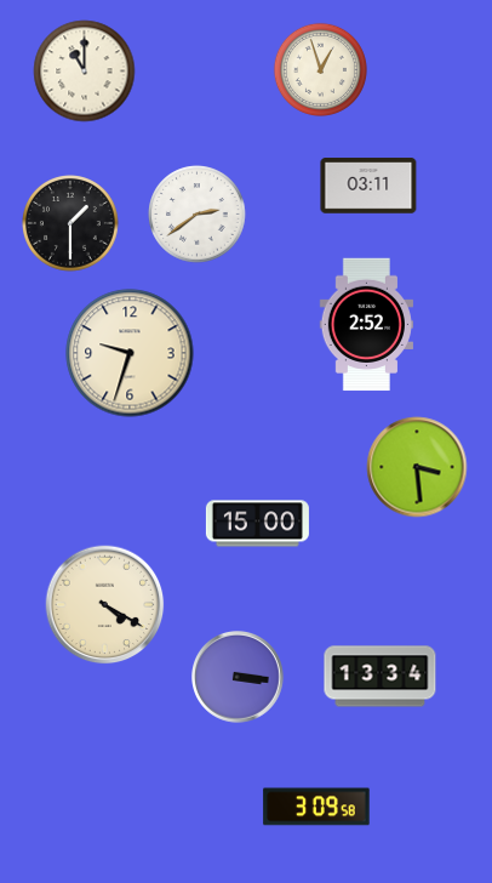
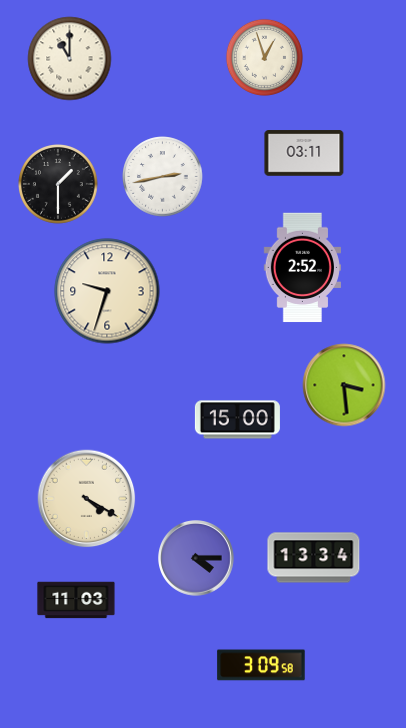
clock at (198, 215): 2:39 -> 2:43
clock at (257, 524) position: (257, 524) -> (237, 420)
clock at (239, 678): 3:16 -> 4:15
clock at (76, 600): none -> 11:03
